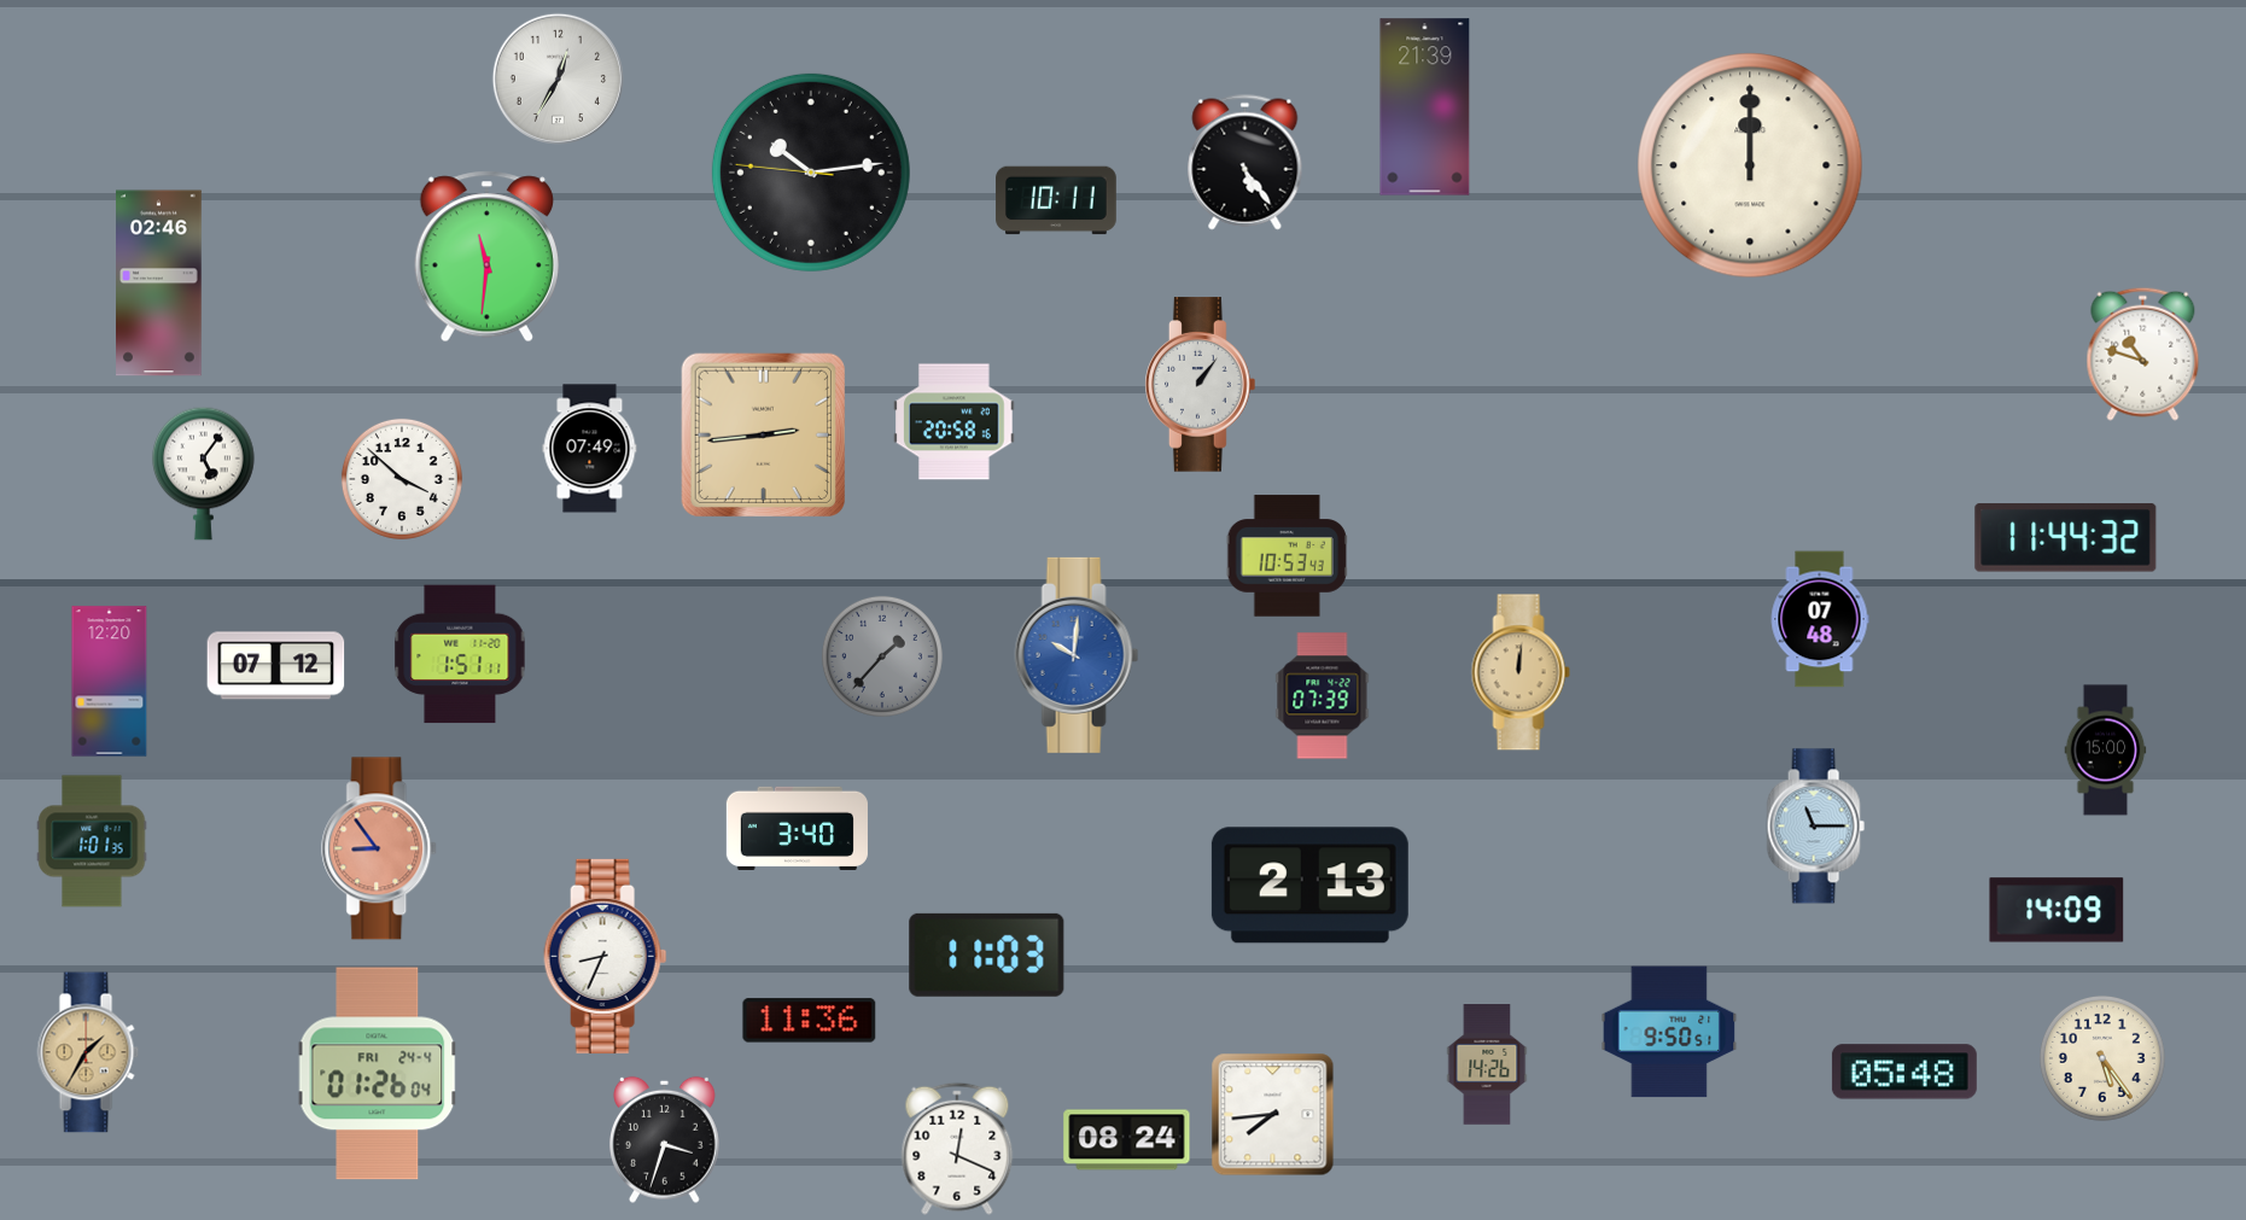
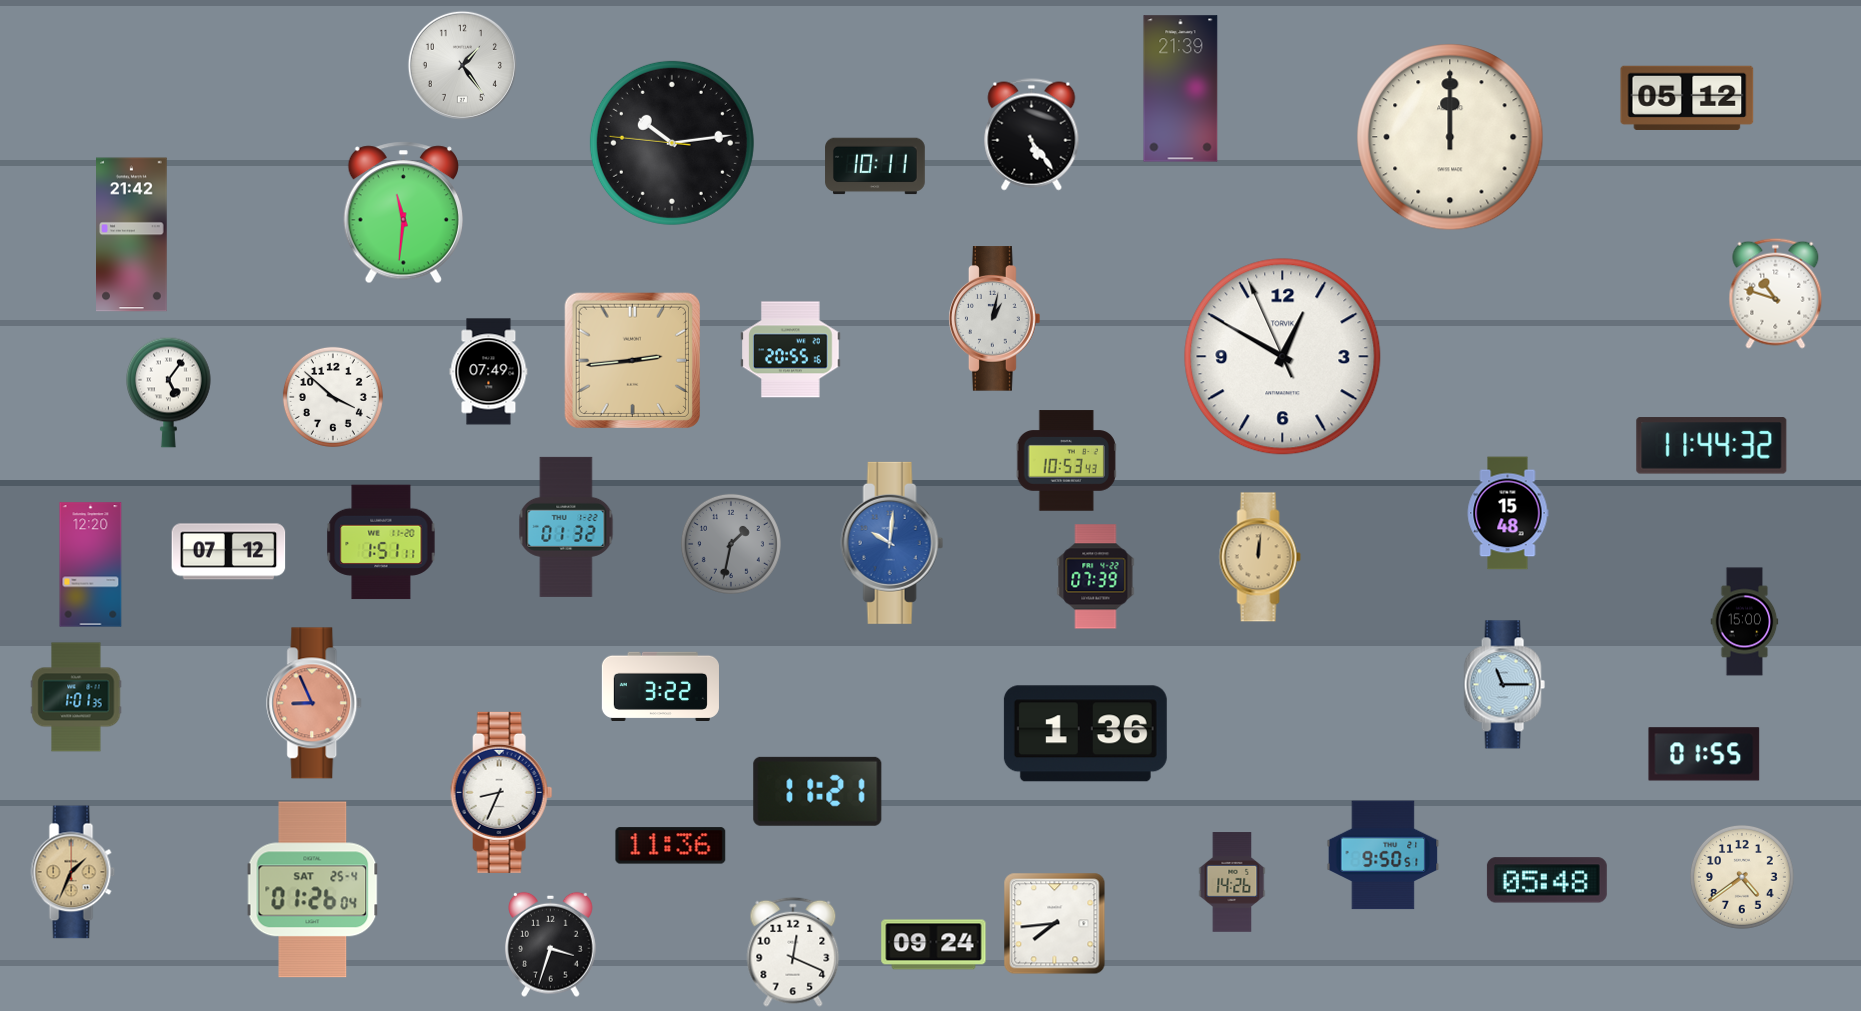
clock at (558, 78): 12:35 -> 1:24
clock at (1687, 98): none -> 05:12
clock at (159, 284): 02:46 -> 21:42
clock at (1201, 385): 1:06 -> 1:02
clock at (955, 422): 20:58 -> 20:55
clock at (1283, 357): none -> 12:49
clock at (1820, 619): 07:48 -> 15:48
clock at (566, 527): none -> 01:32
clock at (882, 656): 1:37 -> 1:32
clock at (797, 828): 3:40 -> 3:22
clock at (380, 848): 8:54 -> 8:56
clock at (1309, 886): 2:13 -> 1:36
clock at (2057, 910): 14:09 -> 01:55
clock at (987, 955): 11:03 -> 11:21
clock at (88, 1052): 1:35 -> 1:34
clock at (2102, 1058): 5:24 -> 4:39
clock at (1904, 1072) position: (1904, 1072) -> (1547, 880)
clock at (378, 1074) date: FRI 24-4 -> SAT 25-4
clock at (1127, 1140): 08:24 -> 09:24
